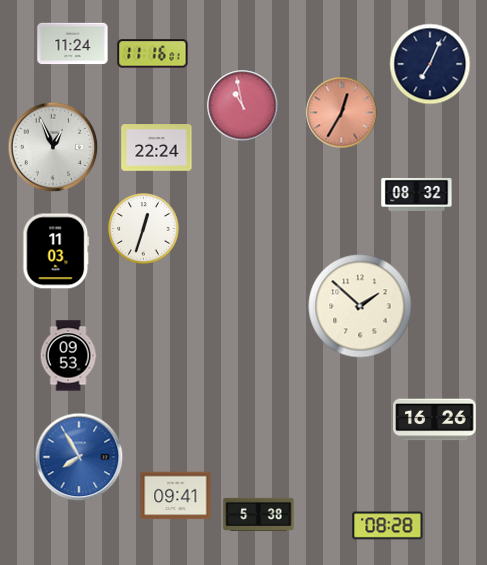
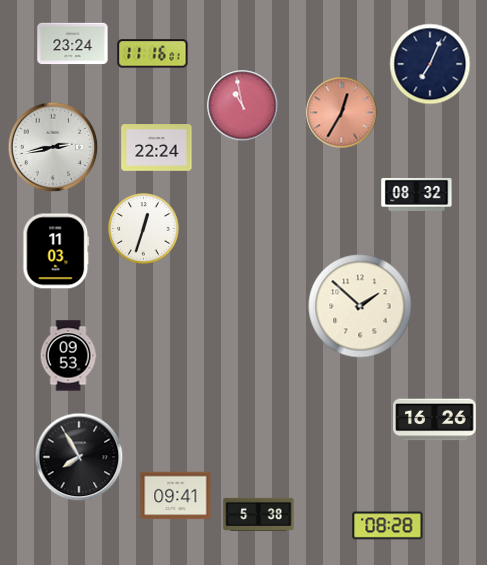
clock at (73, 44): 11:24 -> 23:24
clock at (53, 147): 12:56 -> 2:43
clock at (79, 457) dial: blue -> black
